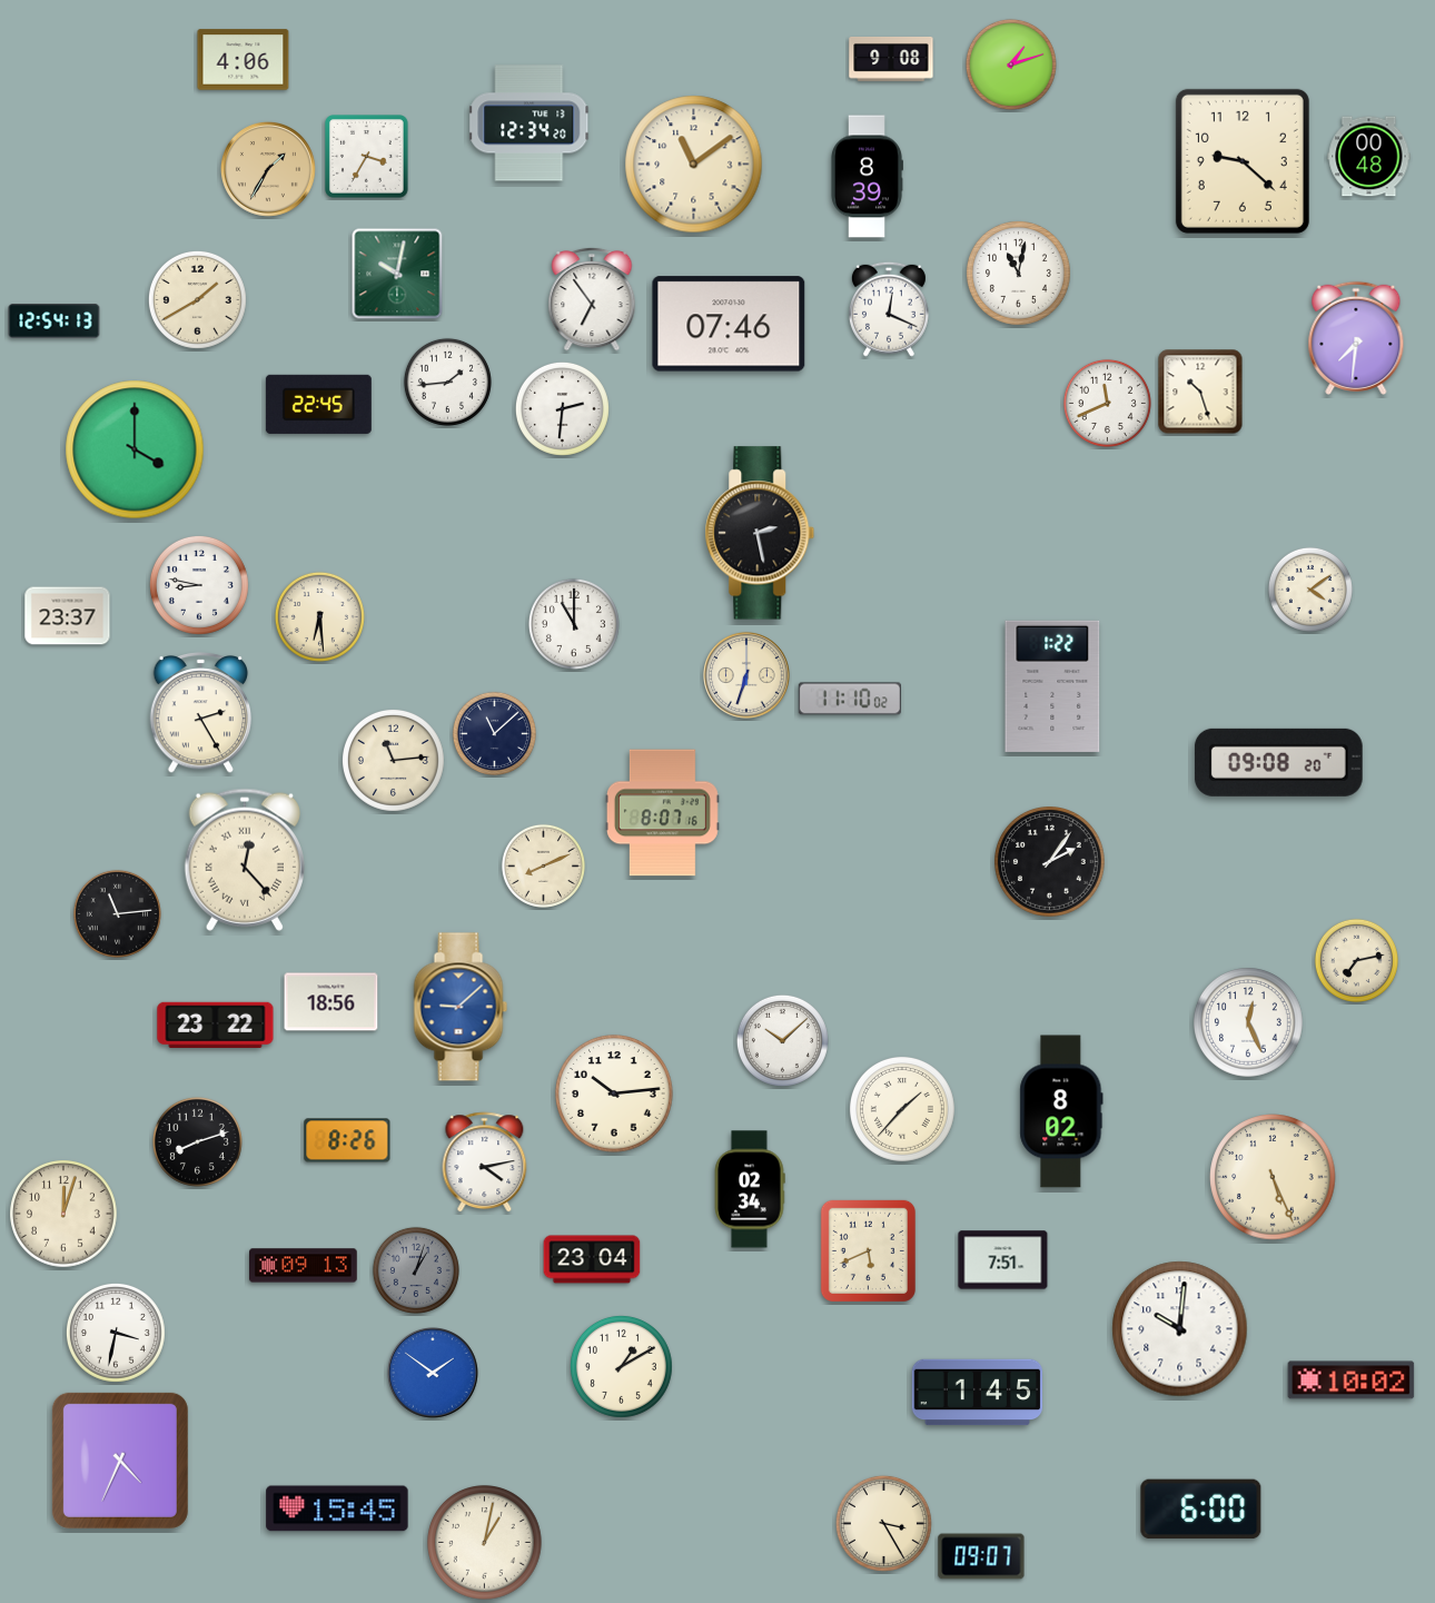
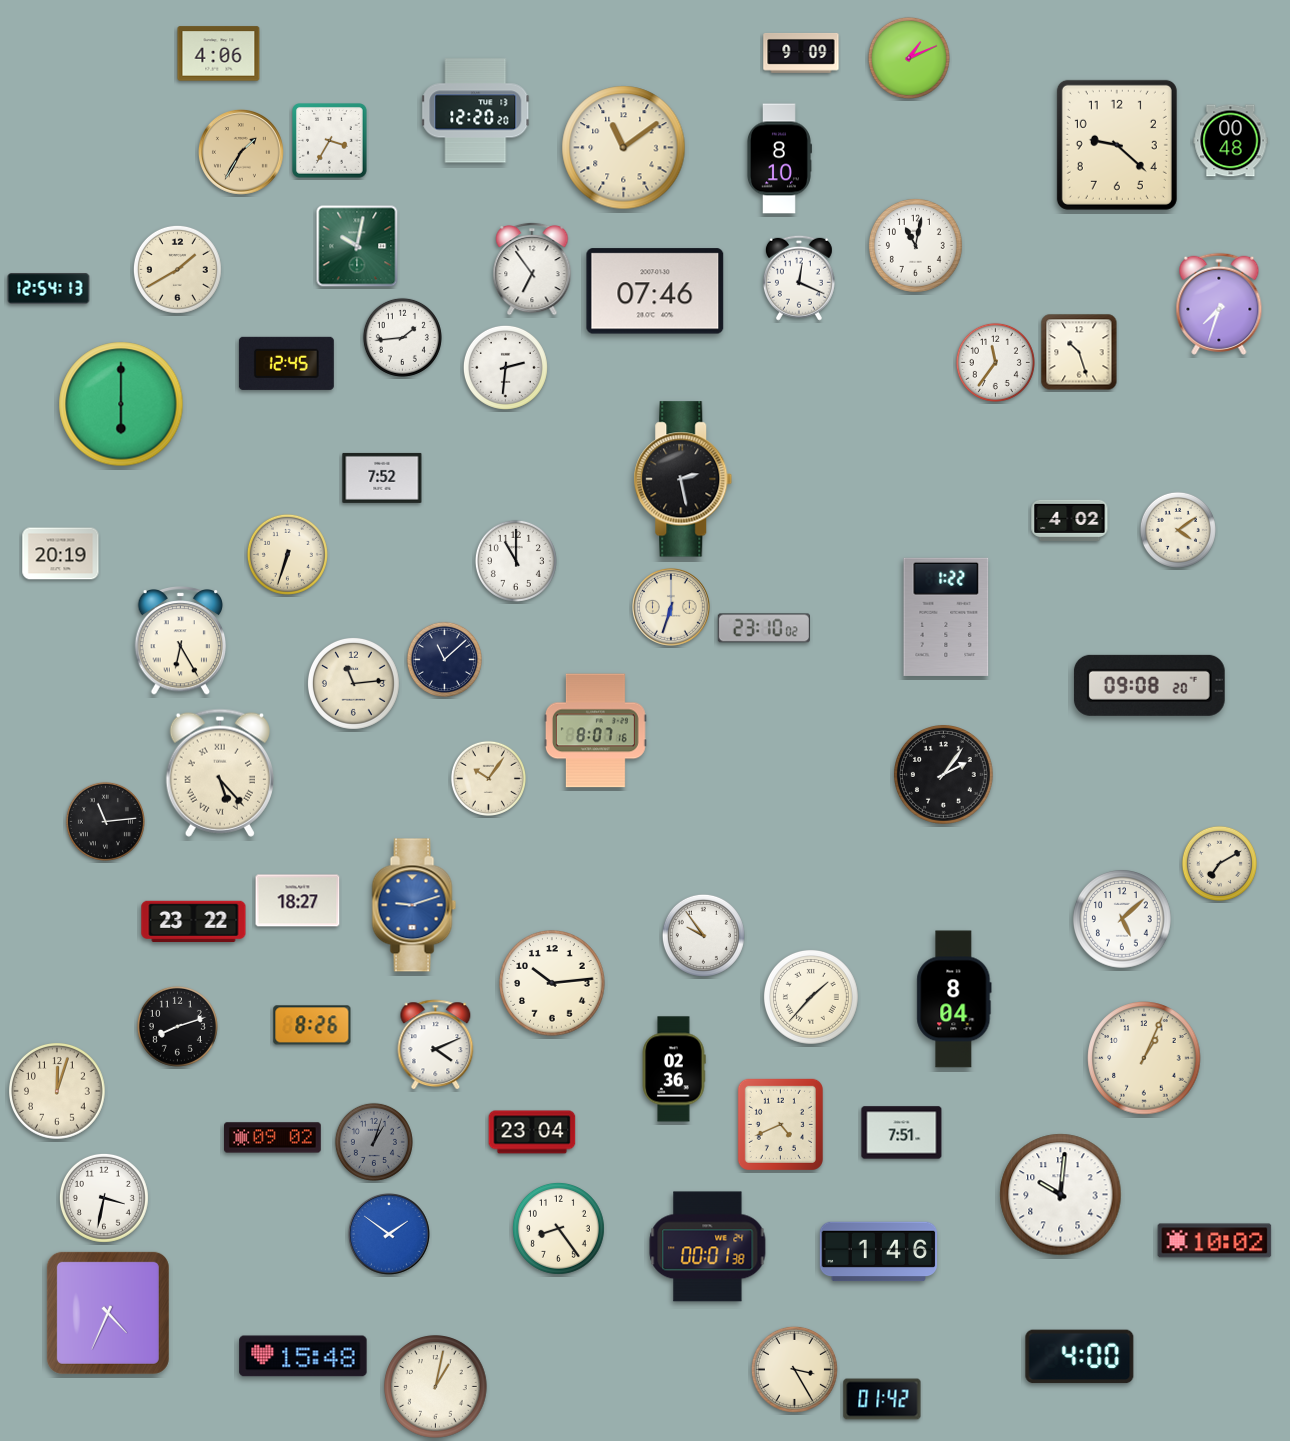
clock at (891, 59): 9:08 -> 9:09
clock at (1011, 65): 1:12 -> 1:11
clock at (530, 123): 12:34 -> 12:20
clock at (867, 177): 8:39 -> 8:10
clock at (1356, 338): 7:31 -> 7:33
clock at (447, 382) position: (447, 382) -> (402, 337)
clock at (1107, 403): 11:41 -> 11:36
clock at (318, 404): 22:45 -> 12:45
clock at (135, 449): 4:00 -> 6:00
clock at (382, 478): none -> 7:52
clock at (1070, 520): none -> 4:02
clock at (199, 585): 8:47 -> none
clock at (68, 616): 23:37 -> 20:19
clock at (319, 616): 6:29 -> 6:33
clock at (850, 699): 11:10 -> 23:10
clock at (201, 713): 2:25 -> 6:25
clock at (245, 860): 12:23 -> 5:23
clock at (543, 865): 8:11 -> 10:06
clock at (1356, 960): 7:13 -> 7:10
clock at (331, 1002): 18:56 -> 18:27
clock at (461, 1007): 9:08 -> 9:12
clock at (1249, 1023): 12:26 -> 5:08
clock at (782, 1040): 10:08 -> 9:54
clock at (1061, 1111): 8:02 -> 8:04
clock at (485, 1162): 4:13 -> 4:11
clock at (1273, 1177): 5:26 -> 1:04
clock at (750, 1189): 02:34 -> 02:36
clock at (868, 1250): 5:41 -> 4:41
clock at (304, 1266): 09:13 -> 09:02
clock at (621, 1366): 1:10 -> 8:24
clock at (708, 1247): none -> 00:01
clock at (978, 1393): 1:45 -> 1:46
clock at (337, 1508): 15:45 -> 15:48
clock at (1201, 1510): 6:00 -> 4:00
clock at (981, 1556): 09:07 -> 01:42
